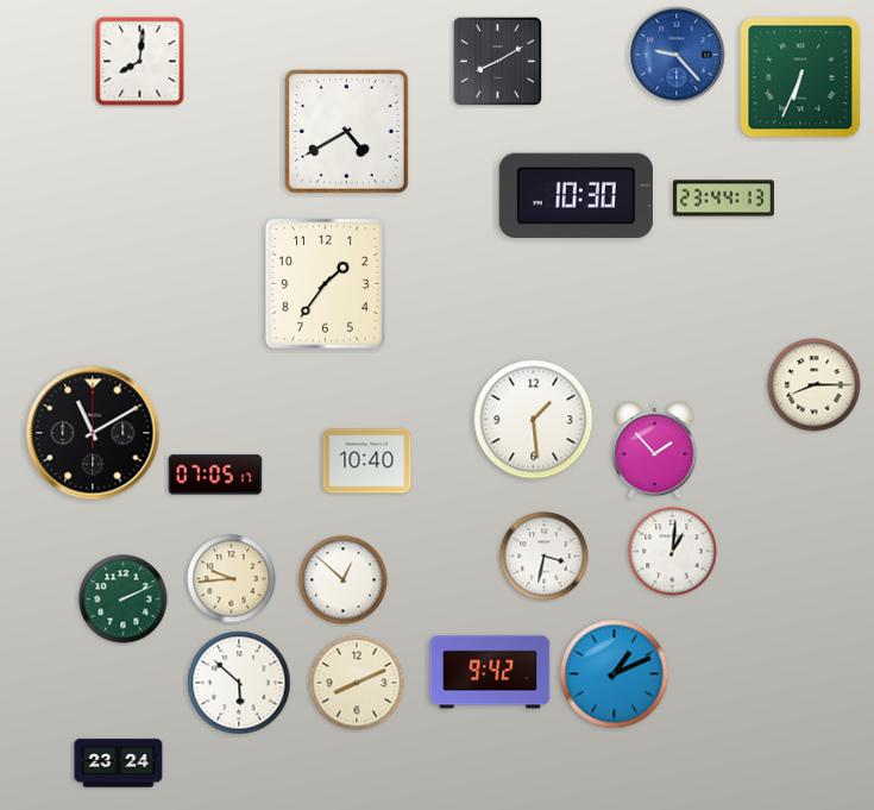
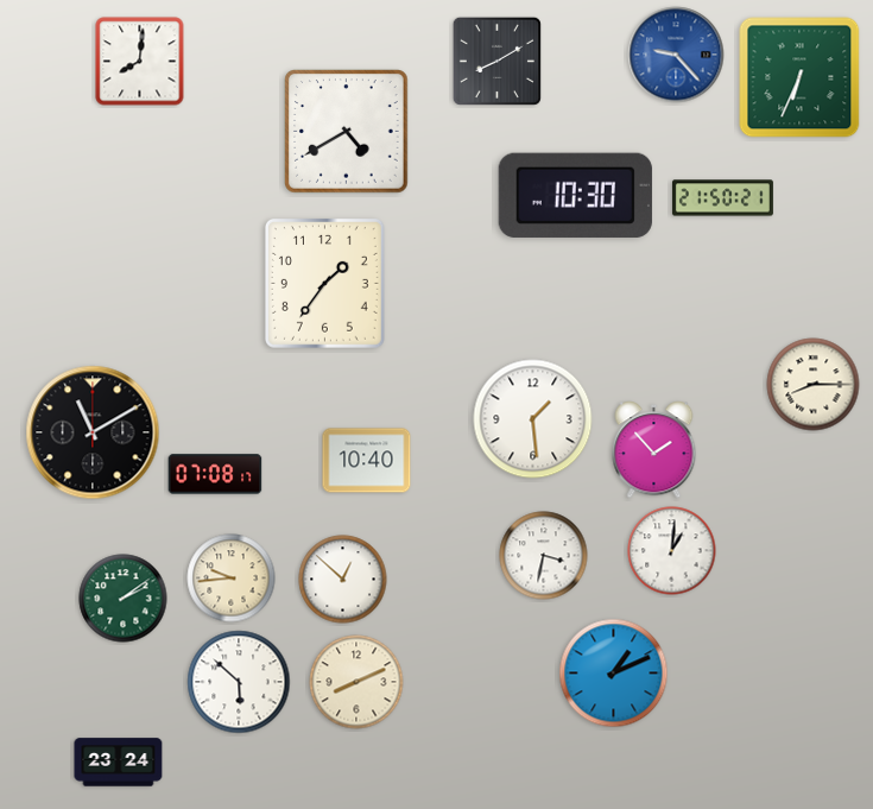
clock at (723, 199): 23:44 -> 21:50
clock at (215, 475): 07:05 -> 07:08
clock at (124, 599): 2:11 -> 2:09
clock at (490, 672): 9:42 -> none
